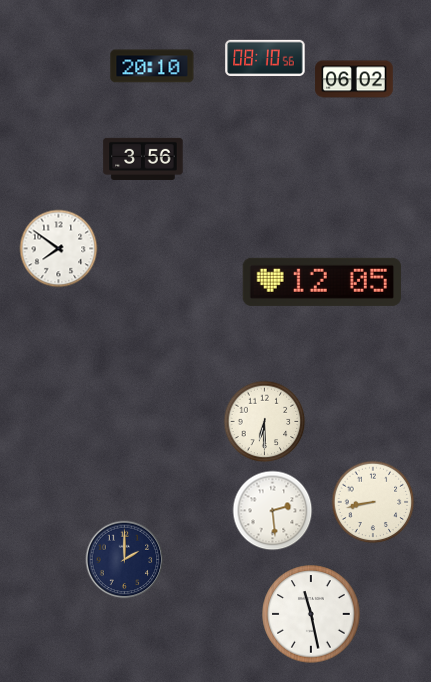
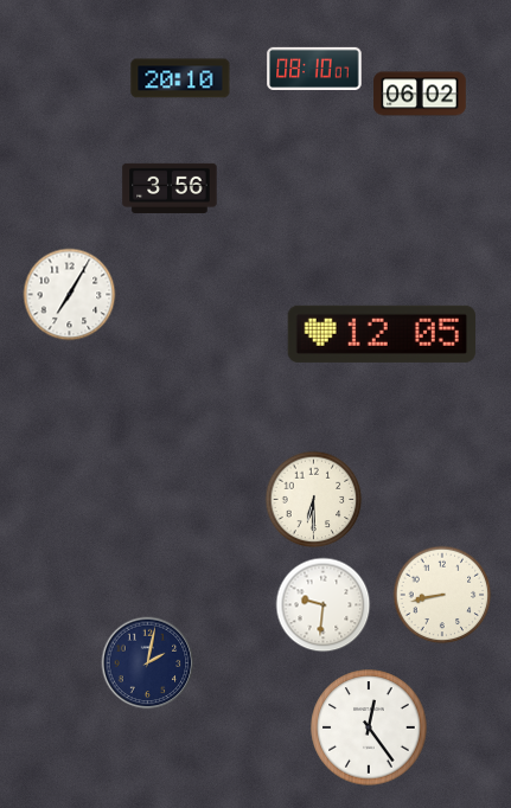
clock at (265, 57): 08:10:56 -> 08:10:07
clock at (59, 249): 7:51 -> 7:05
clock at (273, 511): 2:29 -> 9:31
clock at (125, 560): 2:00 -> 2:02
clock at (311, 614): 11:28 -> 12:24
